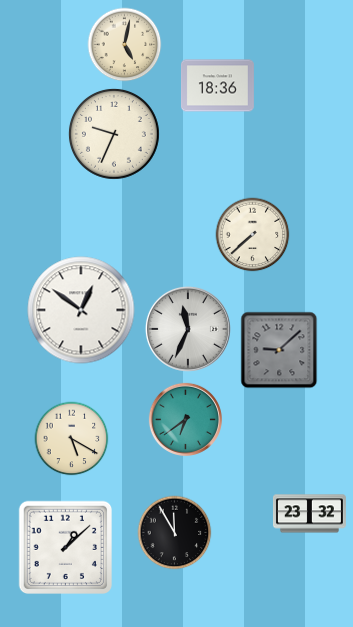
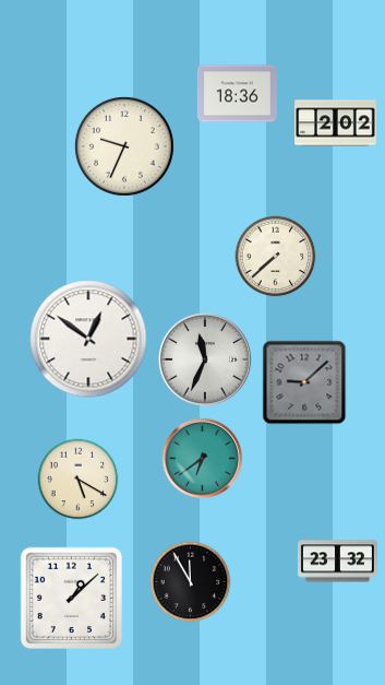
clock at (125, 45): 5:02 -> none
clock at (336, 123): none -> 2:02
